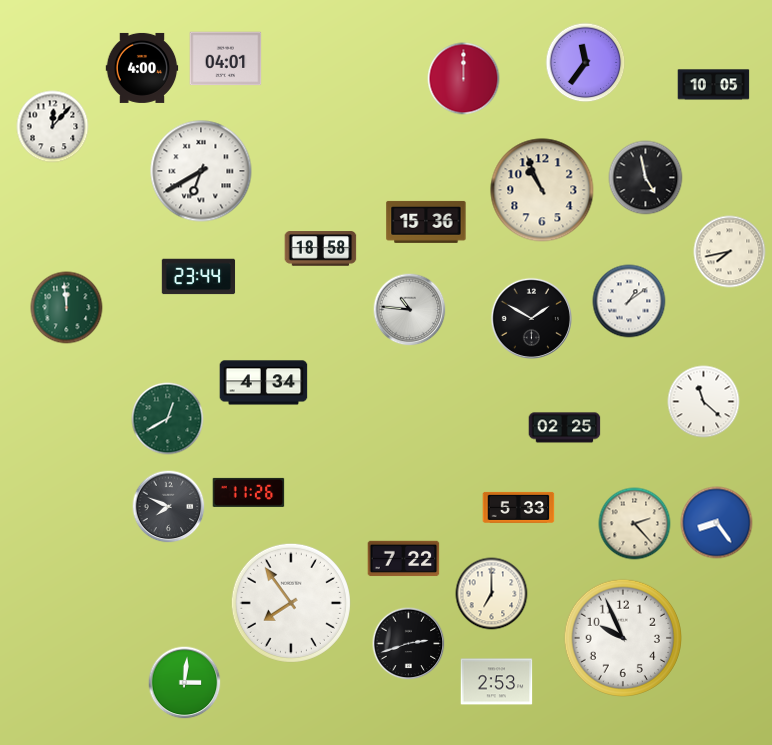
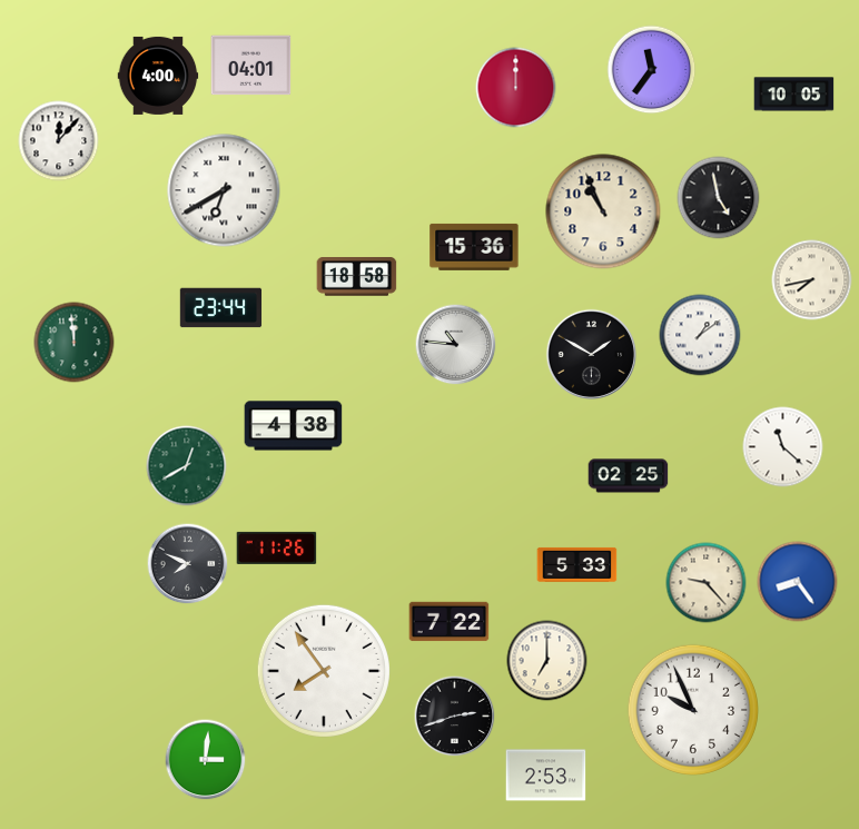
clock at (264, 383): 4:34 -> 4:38
clock at (635, 524): 2:23 -> 9:23
clock at (497, 682) position: (497, 682) -> (546, 776)
